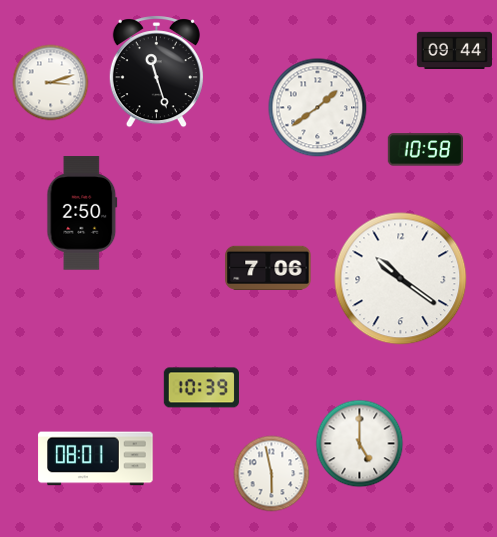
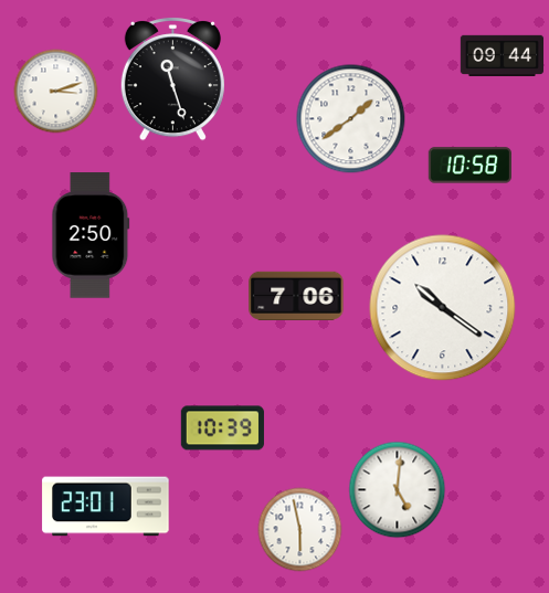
clock at (360, 444): 5:00 -> 5:01
clock at (96, 459): 08:01 -> 23:01
clock at (272, 474) position: (272, 474) -> (300, 530)
